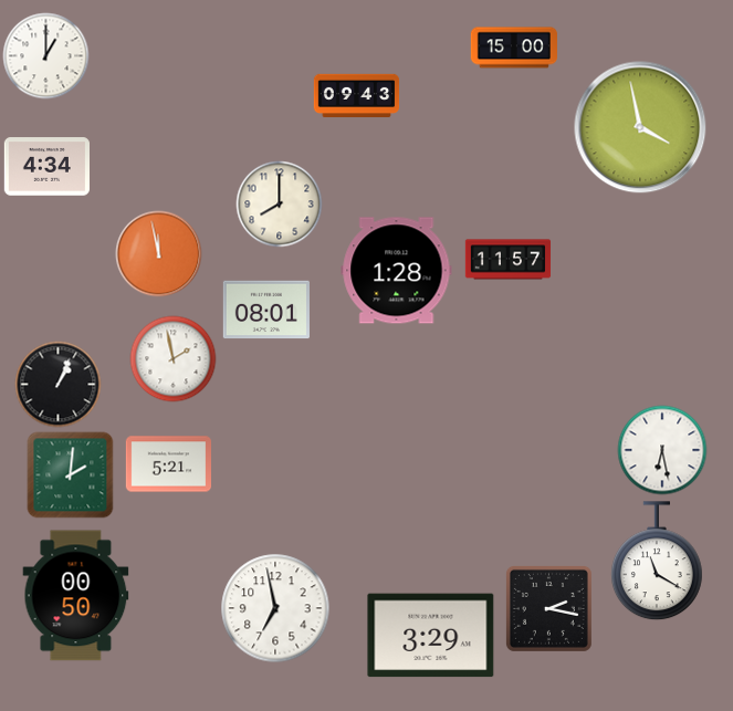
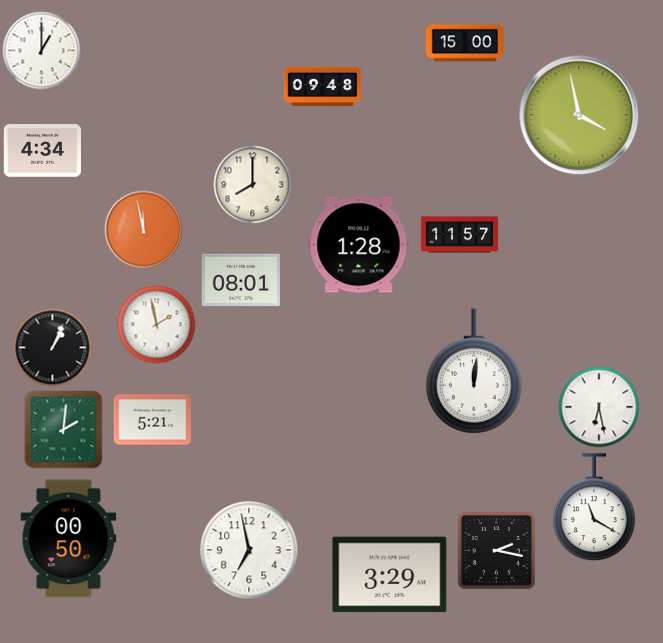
clock at (356, 96): 09:43 -> 09:48
clock at (474, 371): none -> 12:01
